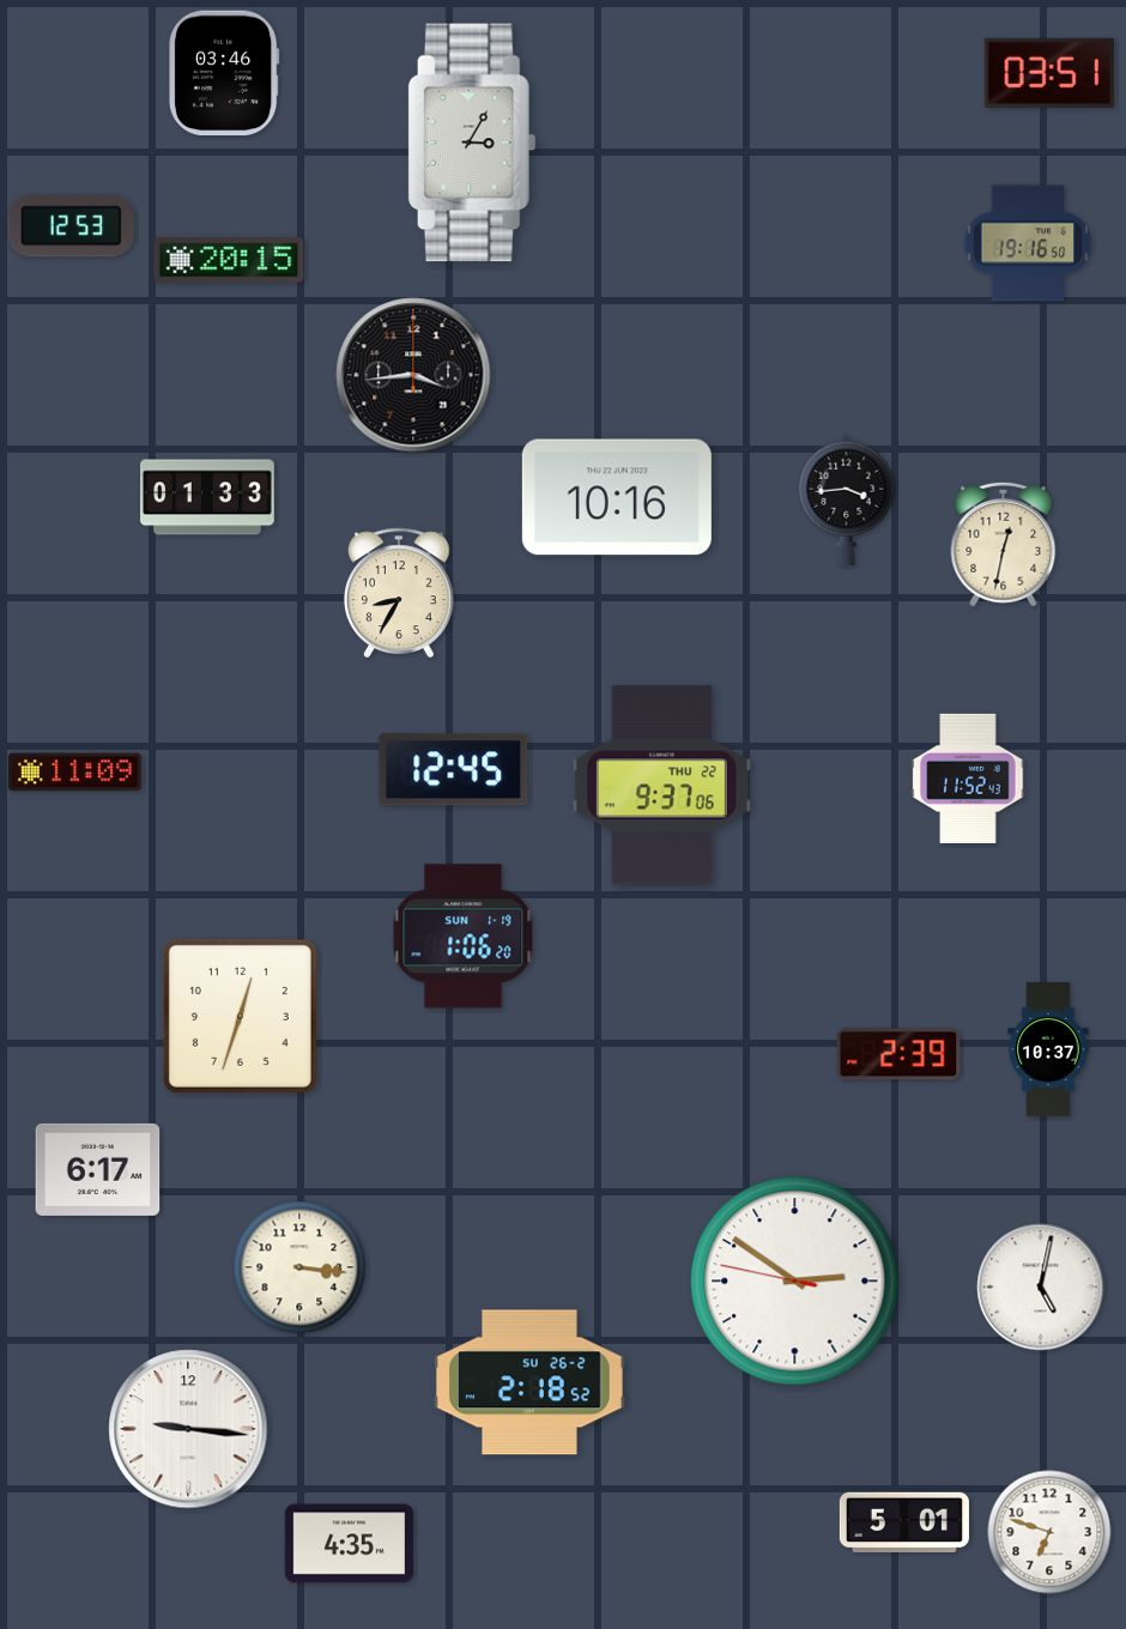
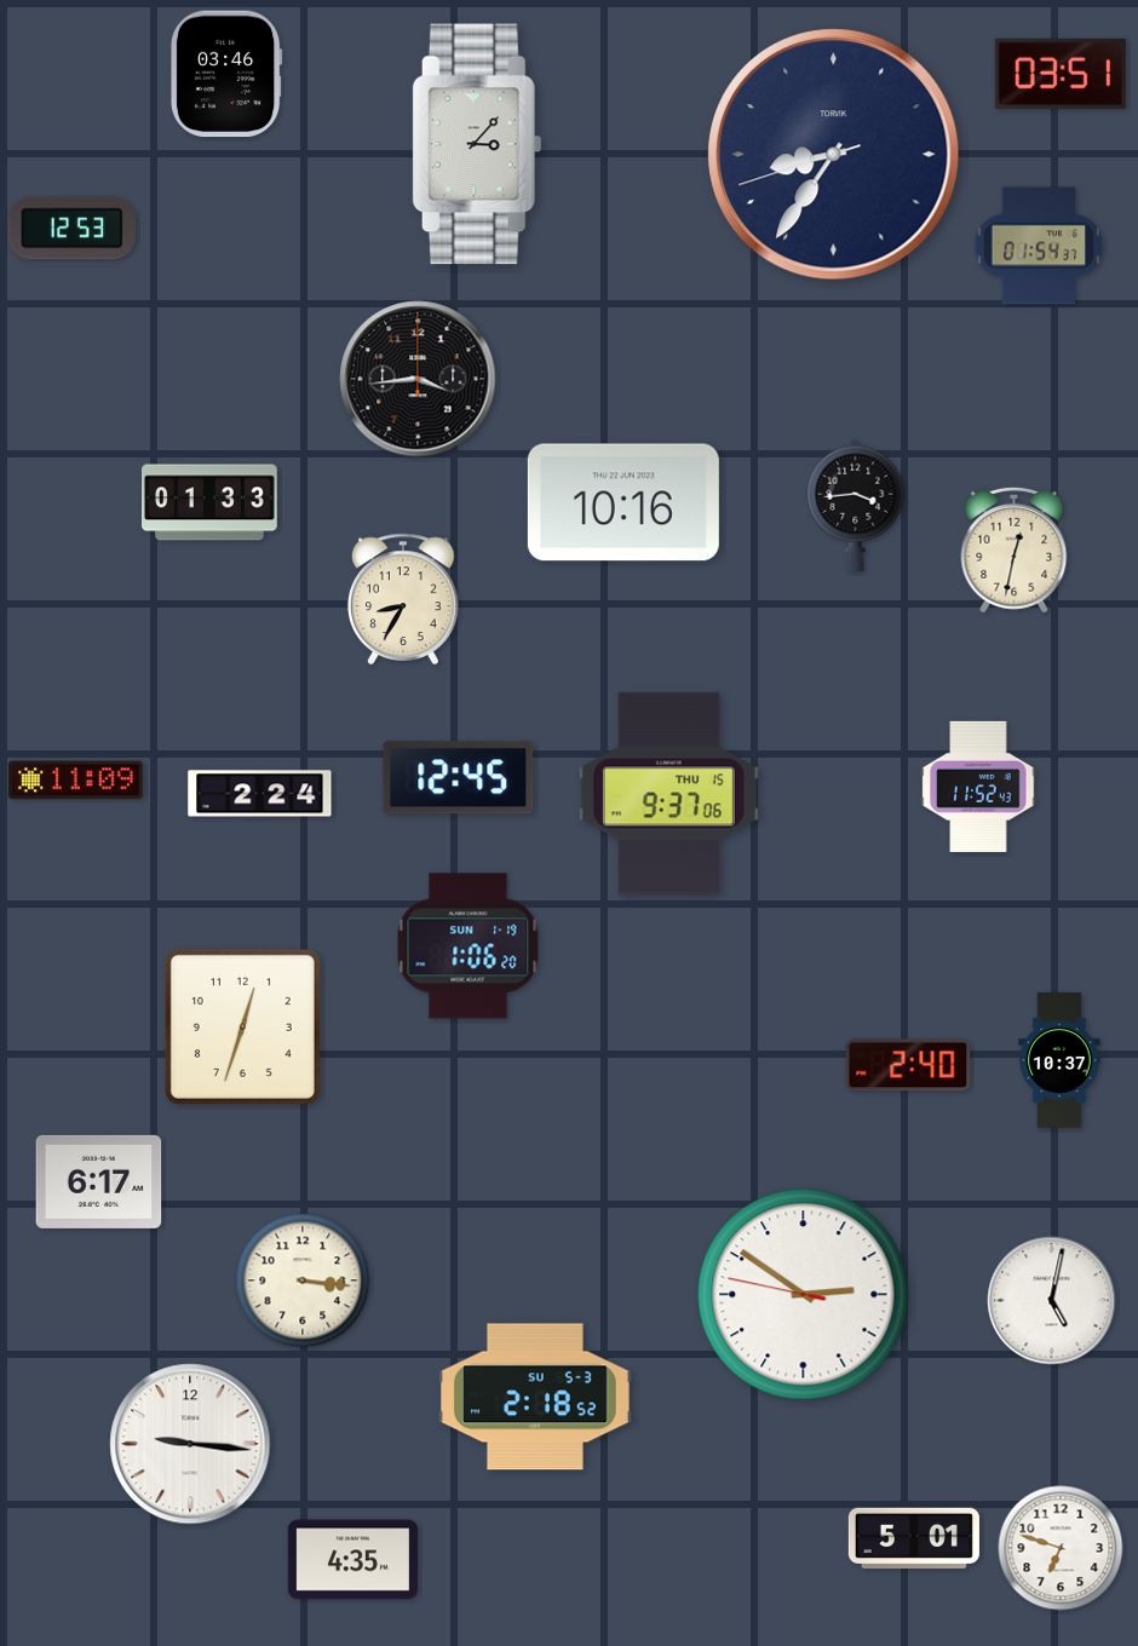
clock at (472, 143): 3:05 -> 3:07
clock at (834, 155): none -> 8:35
clock at (1028, 243): 19:16 -> 01:54
clock at (229, 261): 20:15 -> none
clock at (260, 794): none -> 2:24
clock at (661, 786) date: THU 22 -> THU 15
clock at (898, 1054): 2:39 -> 2:40
clock at (529, 1382) date: SU 26-2 -> SU 5-3
